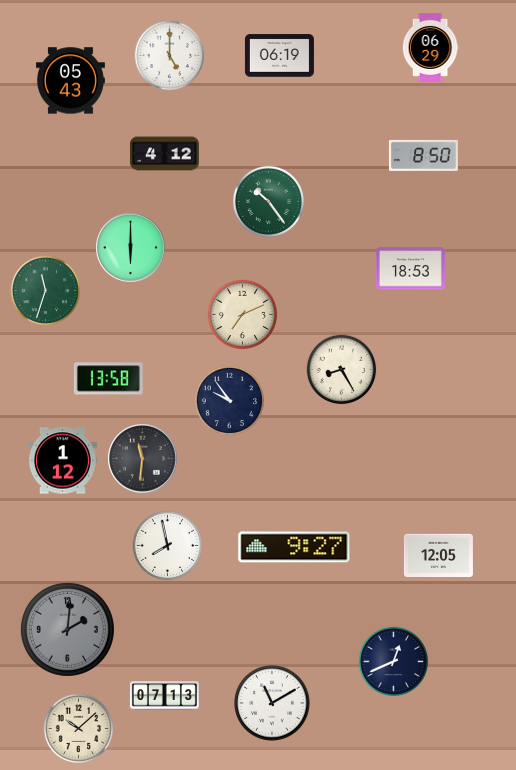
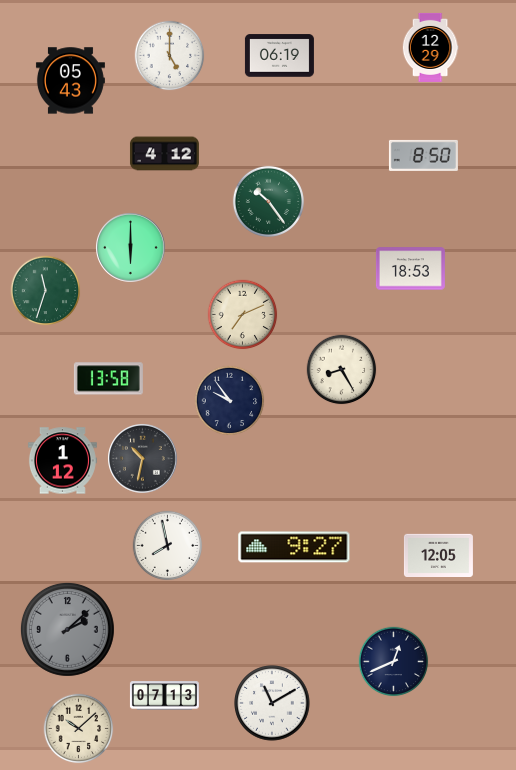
clock at (430, 47): 06:29 -> 12:29
clock at (143, 459): 11:31 -> 10:32
clock at (67, 629): 2:01 -> 2:08
